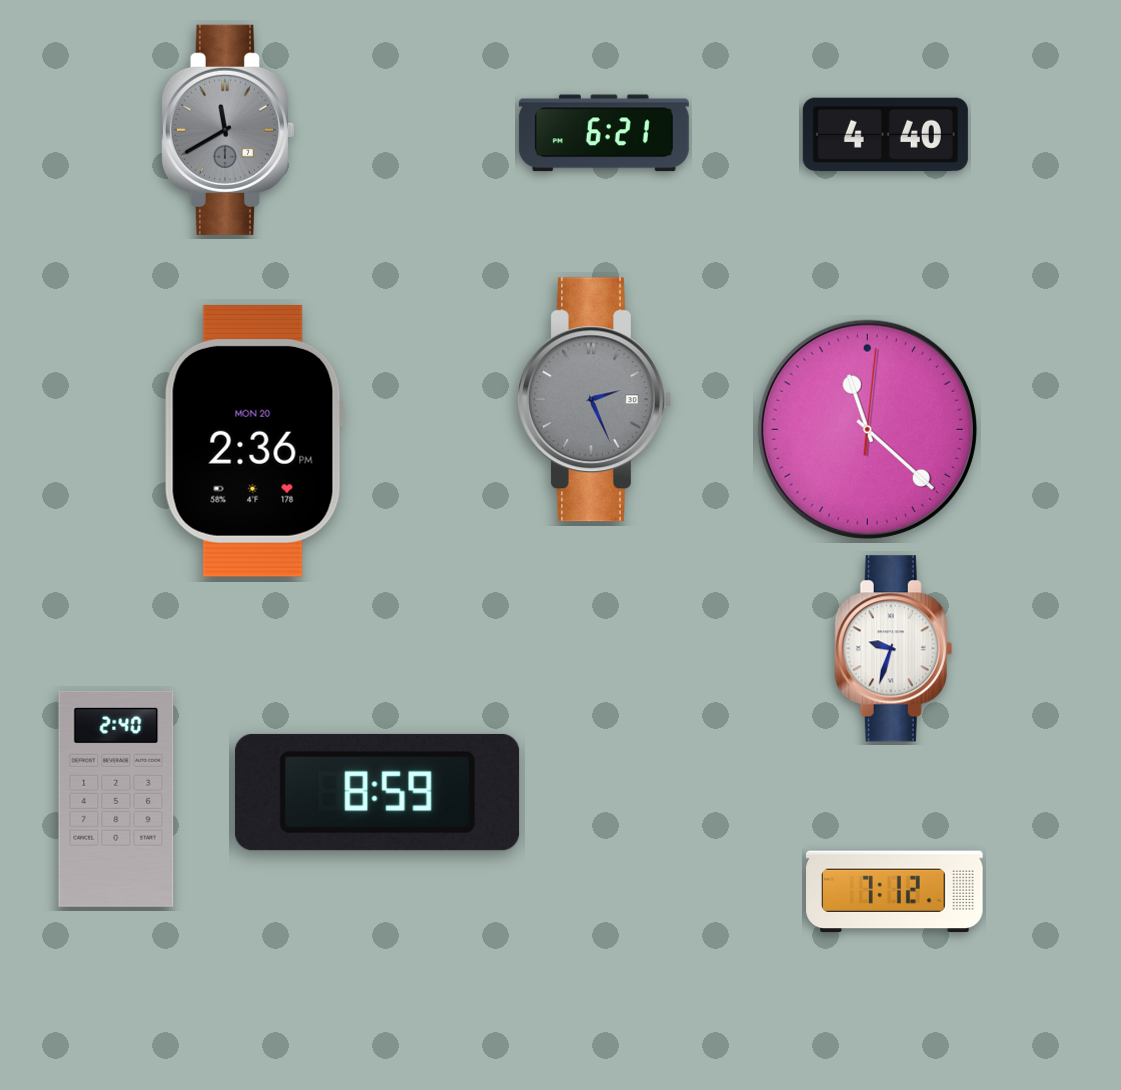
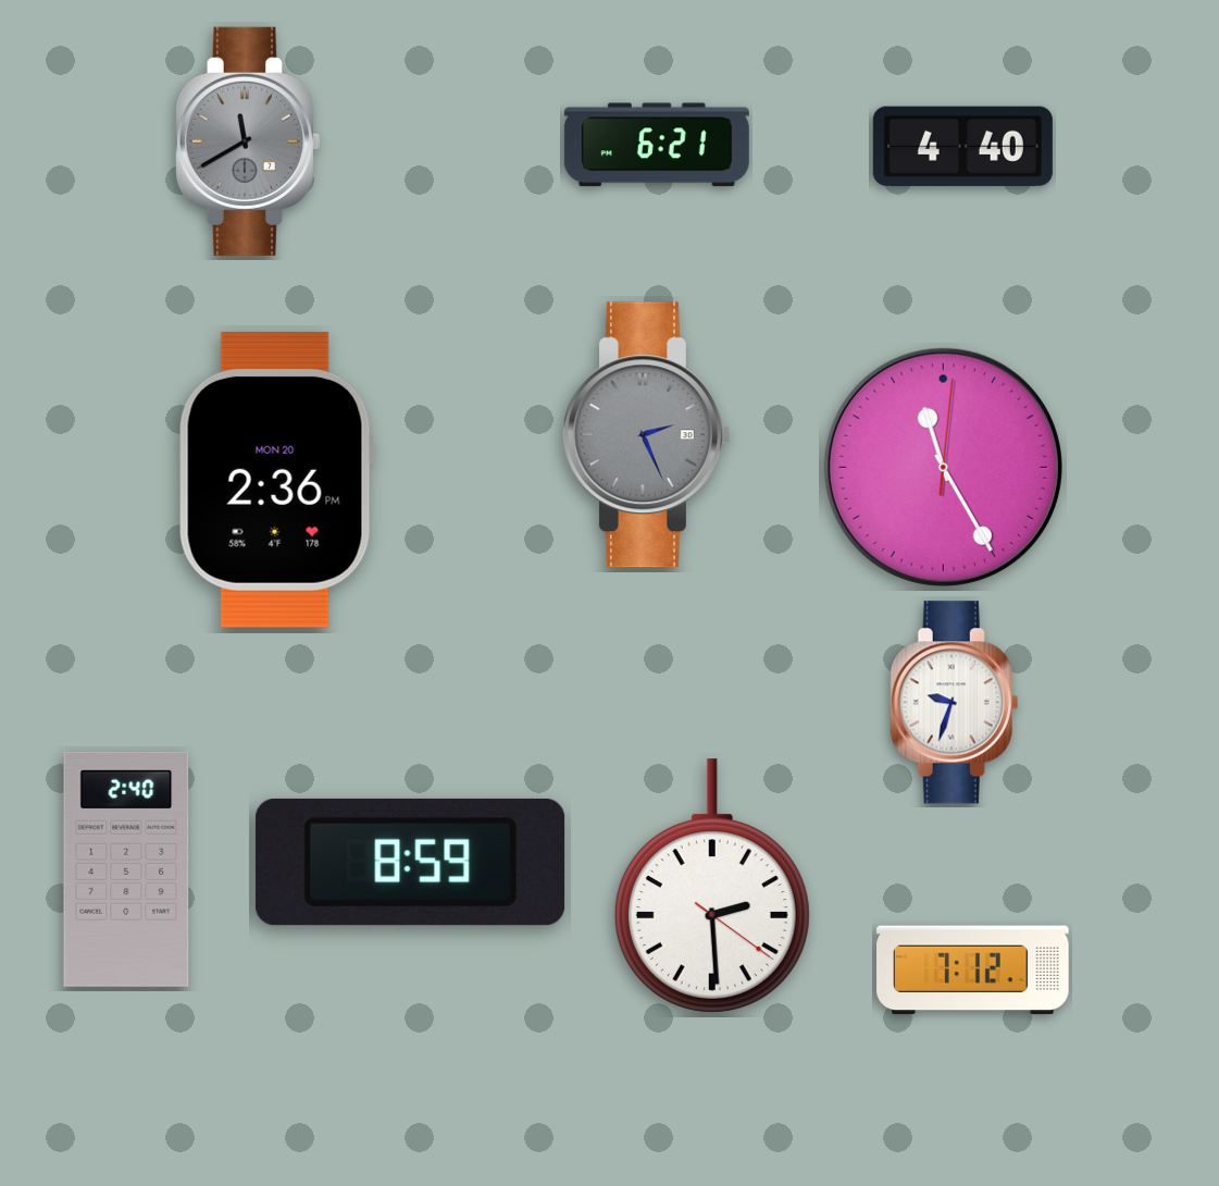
clock at (867, 429): 11:22 -> 11:25
clock at (894, 649) position: (894, 649) -> (955, 703)
clock at (712, 886): none -> 2:29
